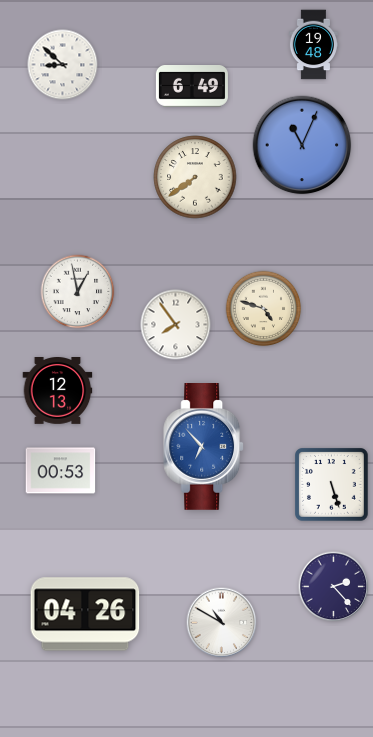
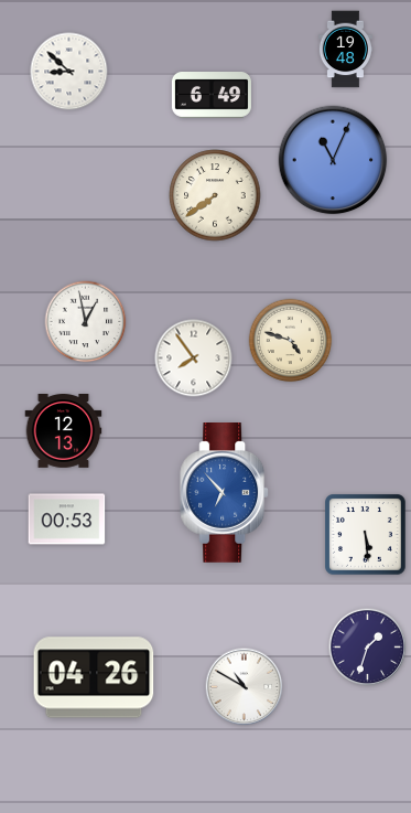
clock at (332, 485): 5:27 -> 5:29
clock at (334, 587): 2:23 -> 1:33
